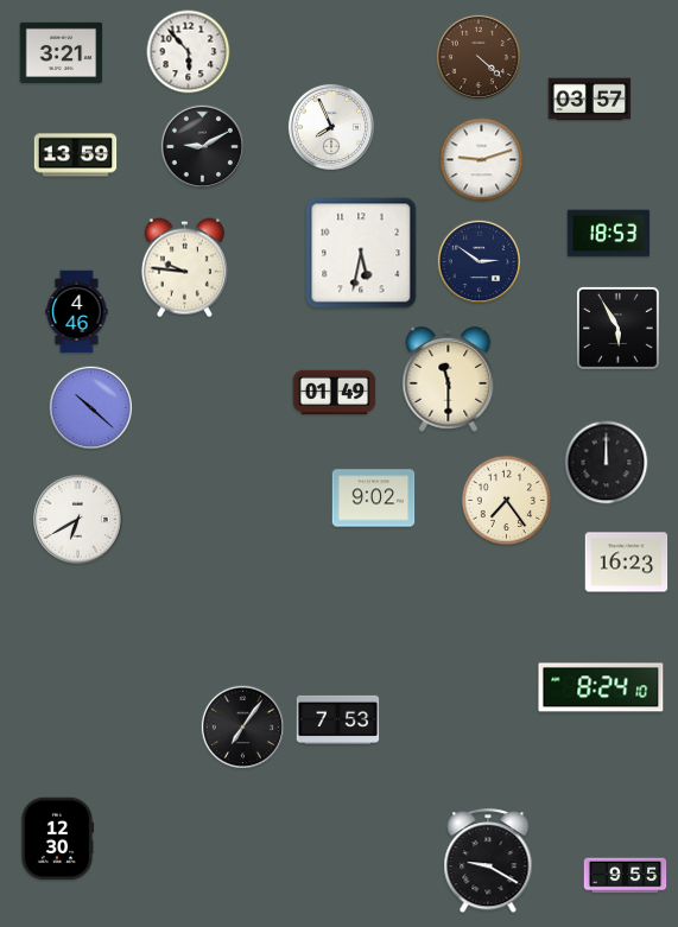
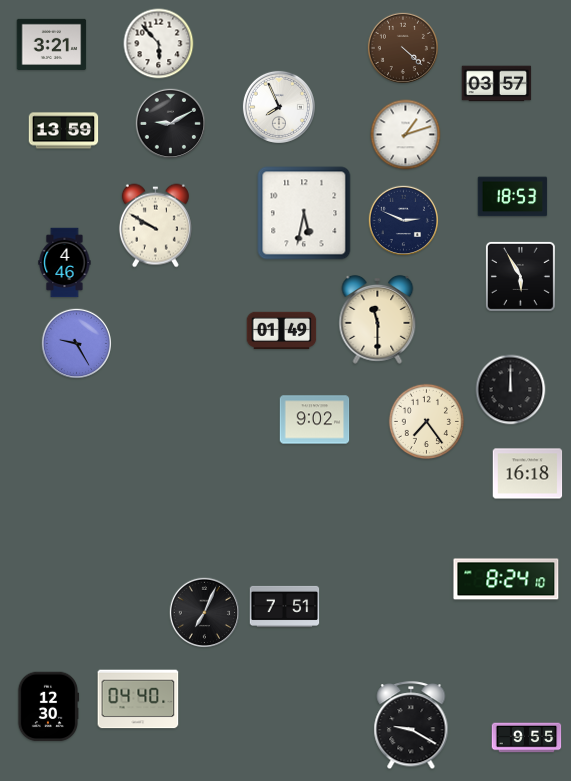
clock at (482, 160): 9:12 -> 1:12
clock at (480, 262): 2:51 -> 2:49
clock at (184, 268): 9:46 -> 9:50
clock at (91, 408): 10:22 -> 9:25
clock at (78, 520): 6:40 -> none
clock at (627, 563): 16:23 -> 16:18
clock at (338, 719): 7:53 -> 7:51
clock at (243, 728): 7:06 -> 7:04
clock at (138, 699): none -> 04:40
